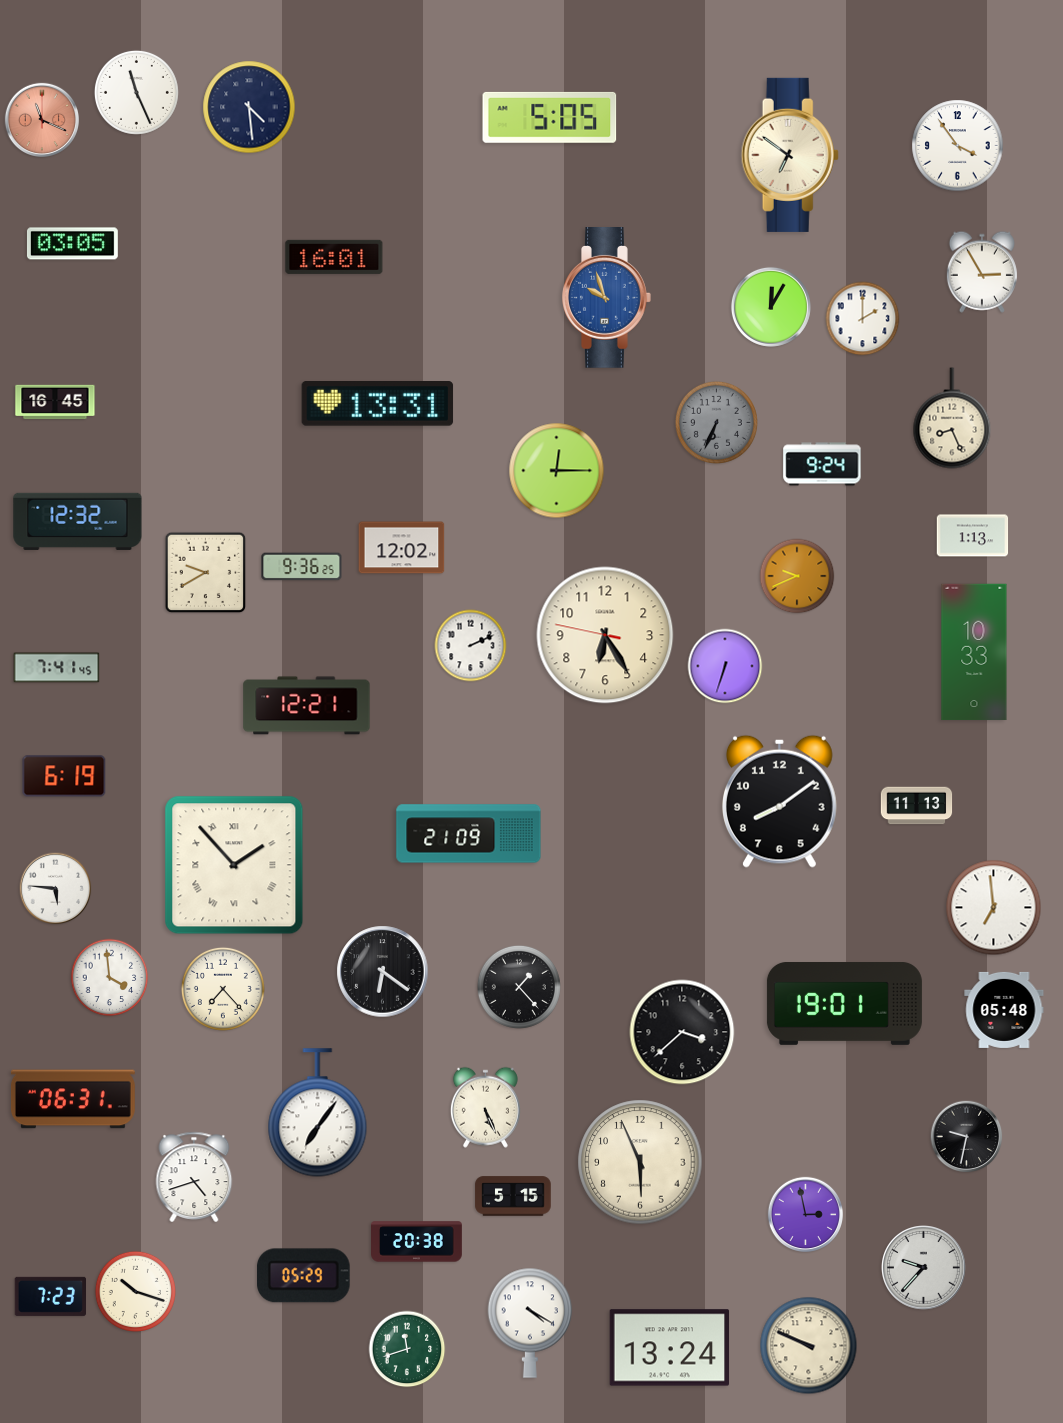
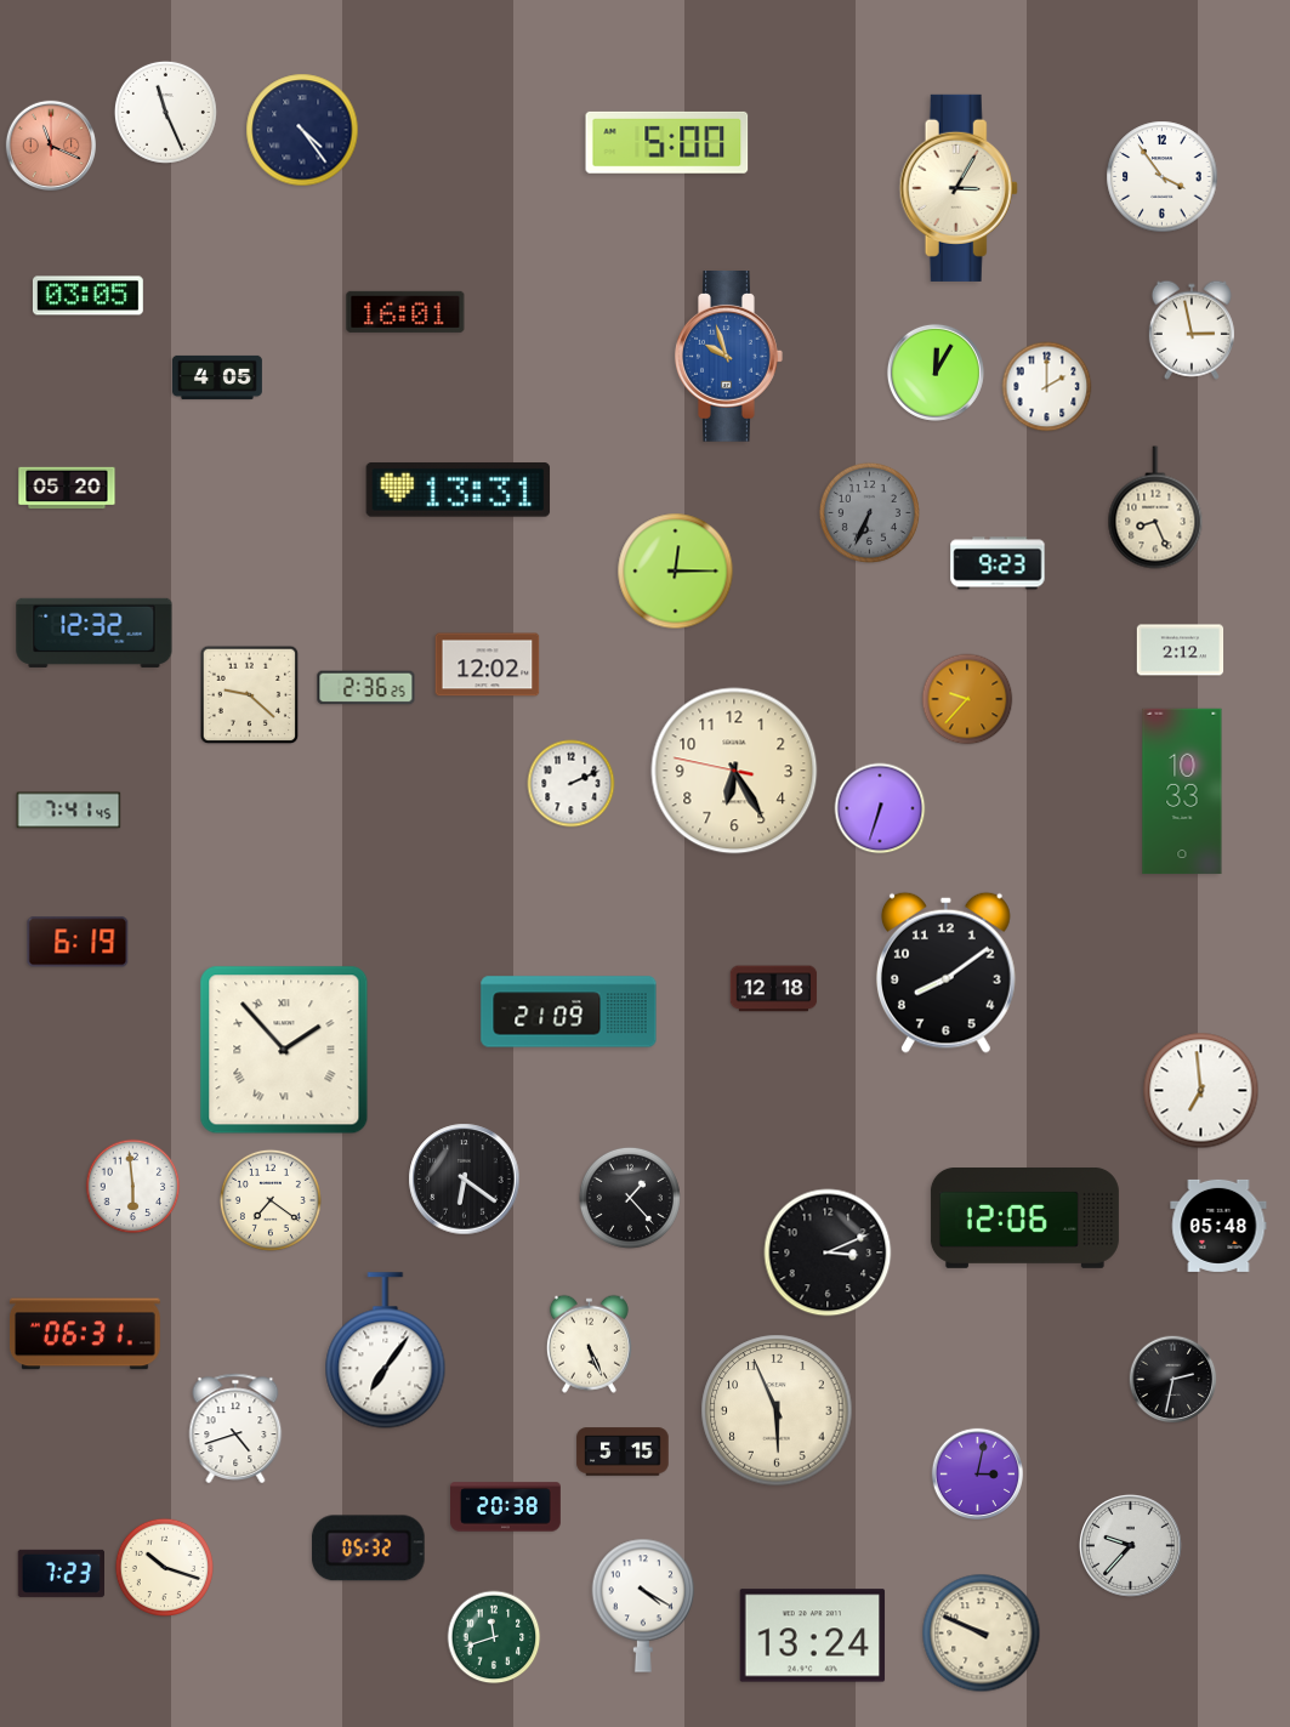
clock at (249, 107): 4:29 -> 4:24
clock at (550, 117): 5:05 -> 5:00
clock at (790, 155): 6:51 -> 3:05
clock at (982, 272): 2:55 -> 2:58
clock at (607, 298) position: (607, 298) -> (729, 357)
clock at (217, 377): none -> 4:05
clock at (55, 402): 16:45 -> 05:20
clock at (822, 464): 9:24 -> 9:23
clock at (973, 536): 1:13 -> 2:12
clock at (302, 567): 9:36 -> 2:36
clock at (206, 573): 9:40 -> 9:22
clock at (797, 576): 9:41 -> 9:37
clock at (307, 706): 12:21 -> none
clock at (917, 806): 11:13 -> none
clock at (774, 989): none -> 12:18
clock at (56, 889): 5:46 -> none
clock at (994, 908) position: (994, 908) -> (1201, 1091)
clock at (110, 978): 3:59 -> 5:59
clock at (223, 989): 7:23 -> 7:21
clock at (844, 1004): 19:01 -> 12:06
clock at (682, 1032): 3:38 -> 3:11
clock at (73, 1099) position: (73, 1099) -> (85, 1334)
clock at (967, 1137): 9:32 -> 2:32
clock at (805, 1214): 2:58 -> 3:02
clock at (924, 1268) position: (924, 1268) -> (1131, 1546)
clock at (304, 1276): 05:29 -> 05:32
